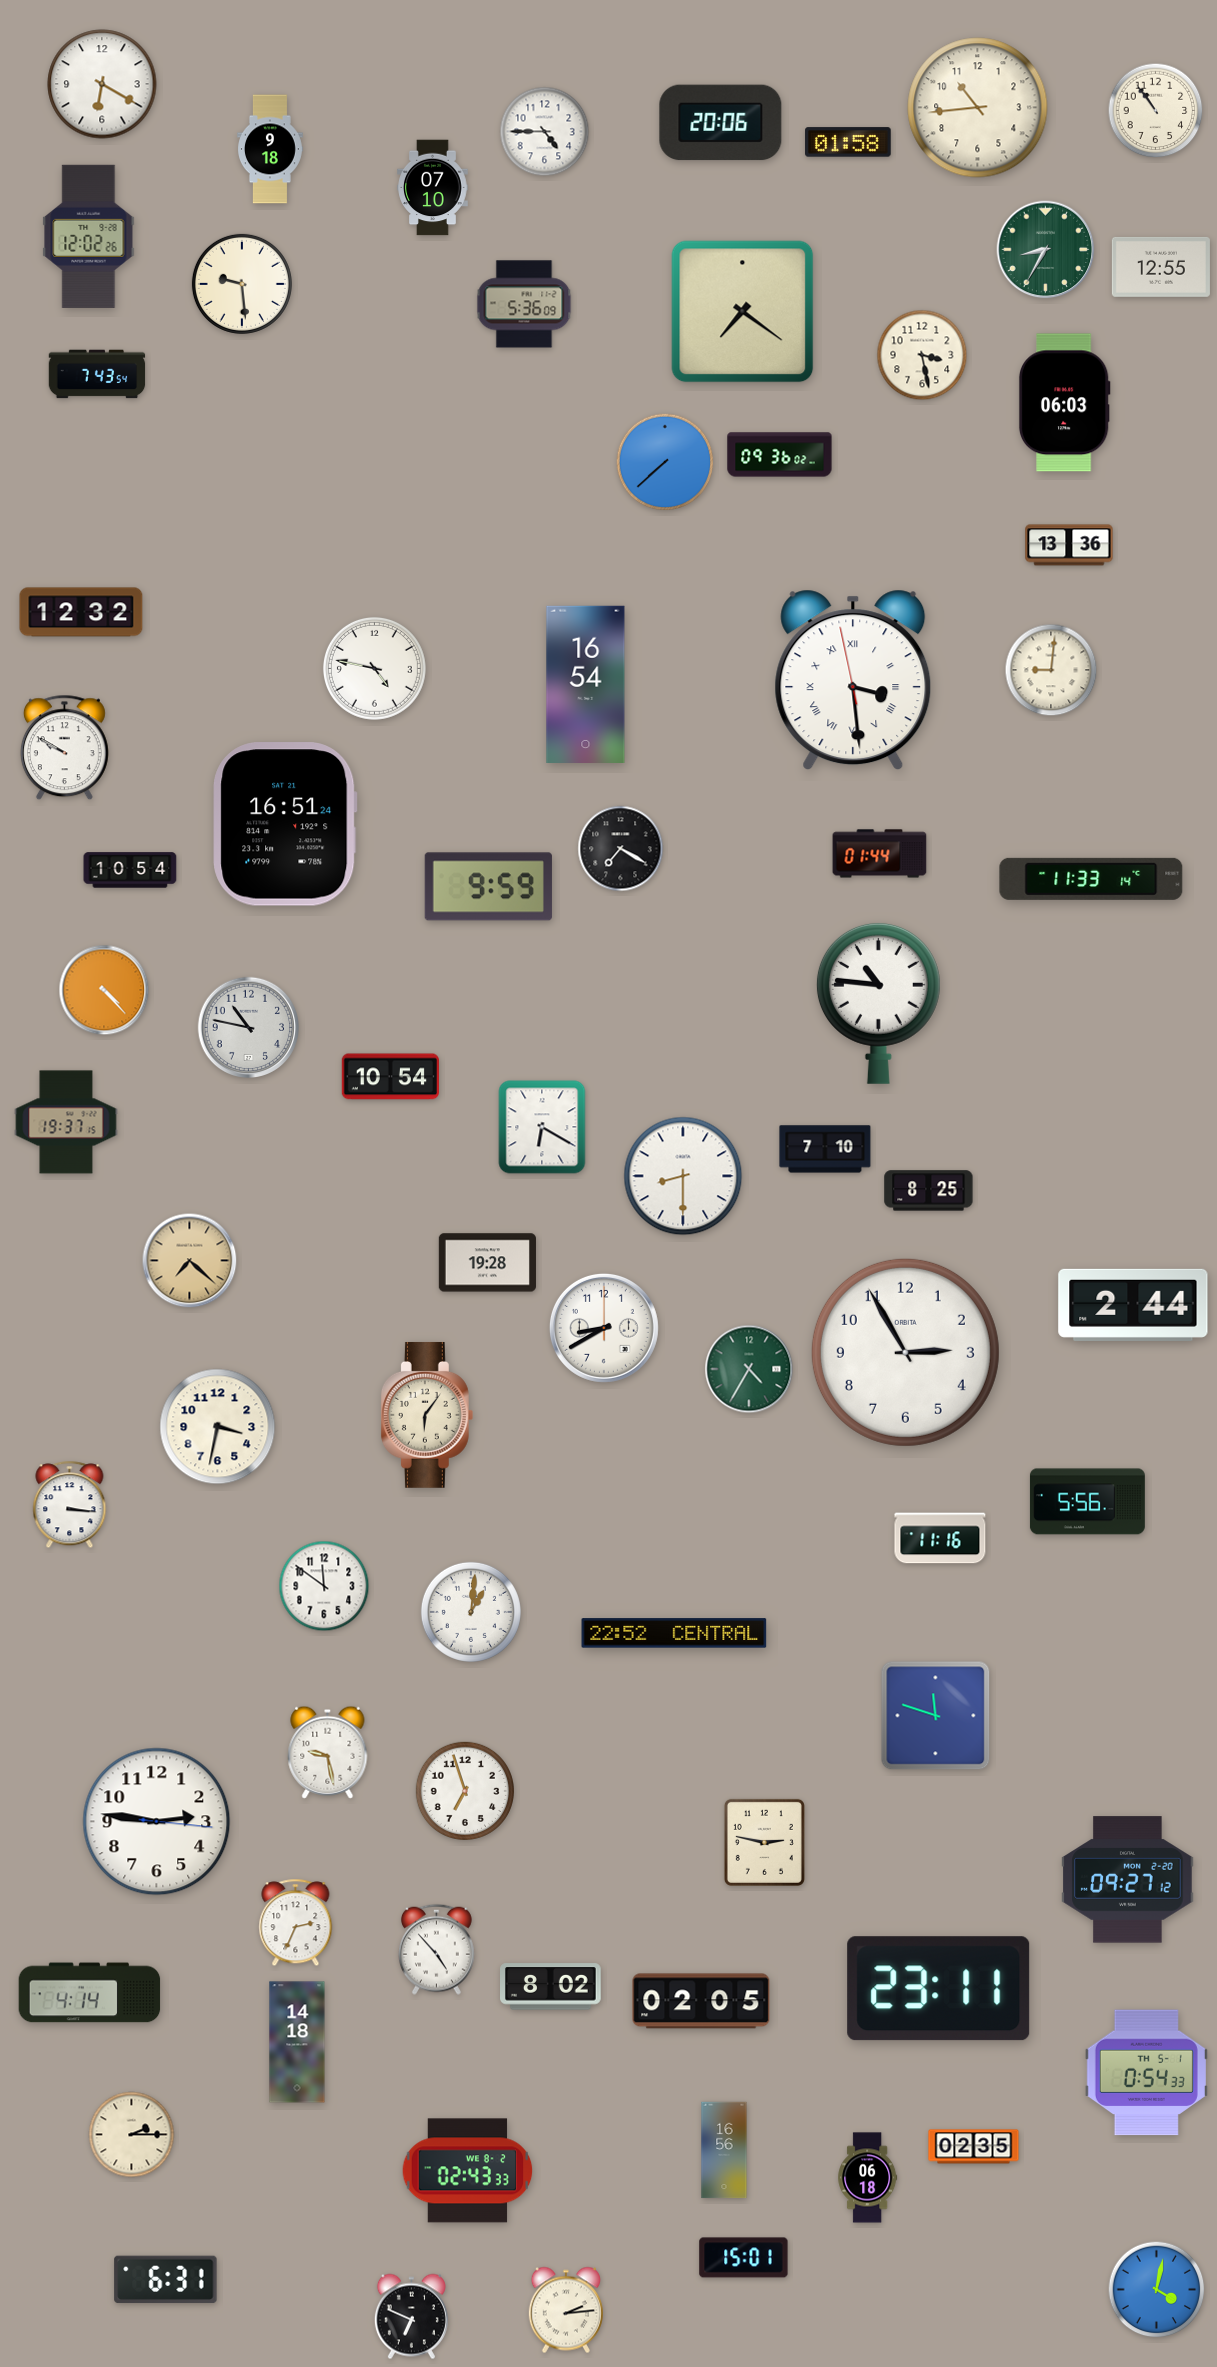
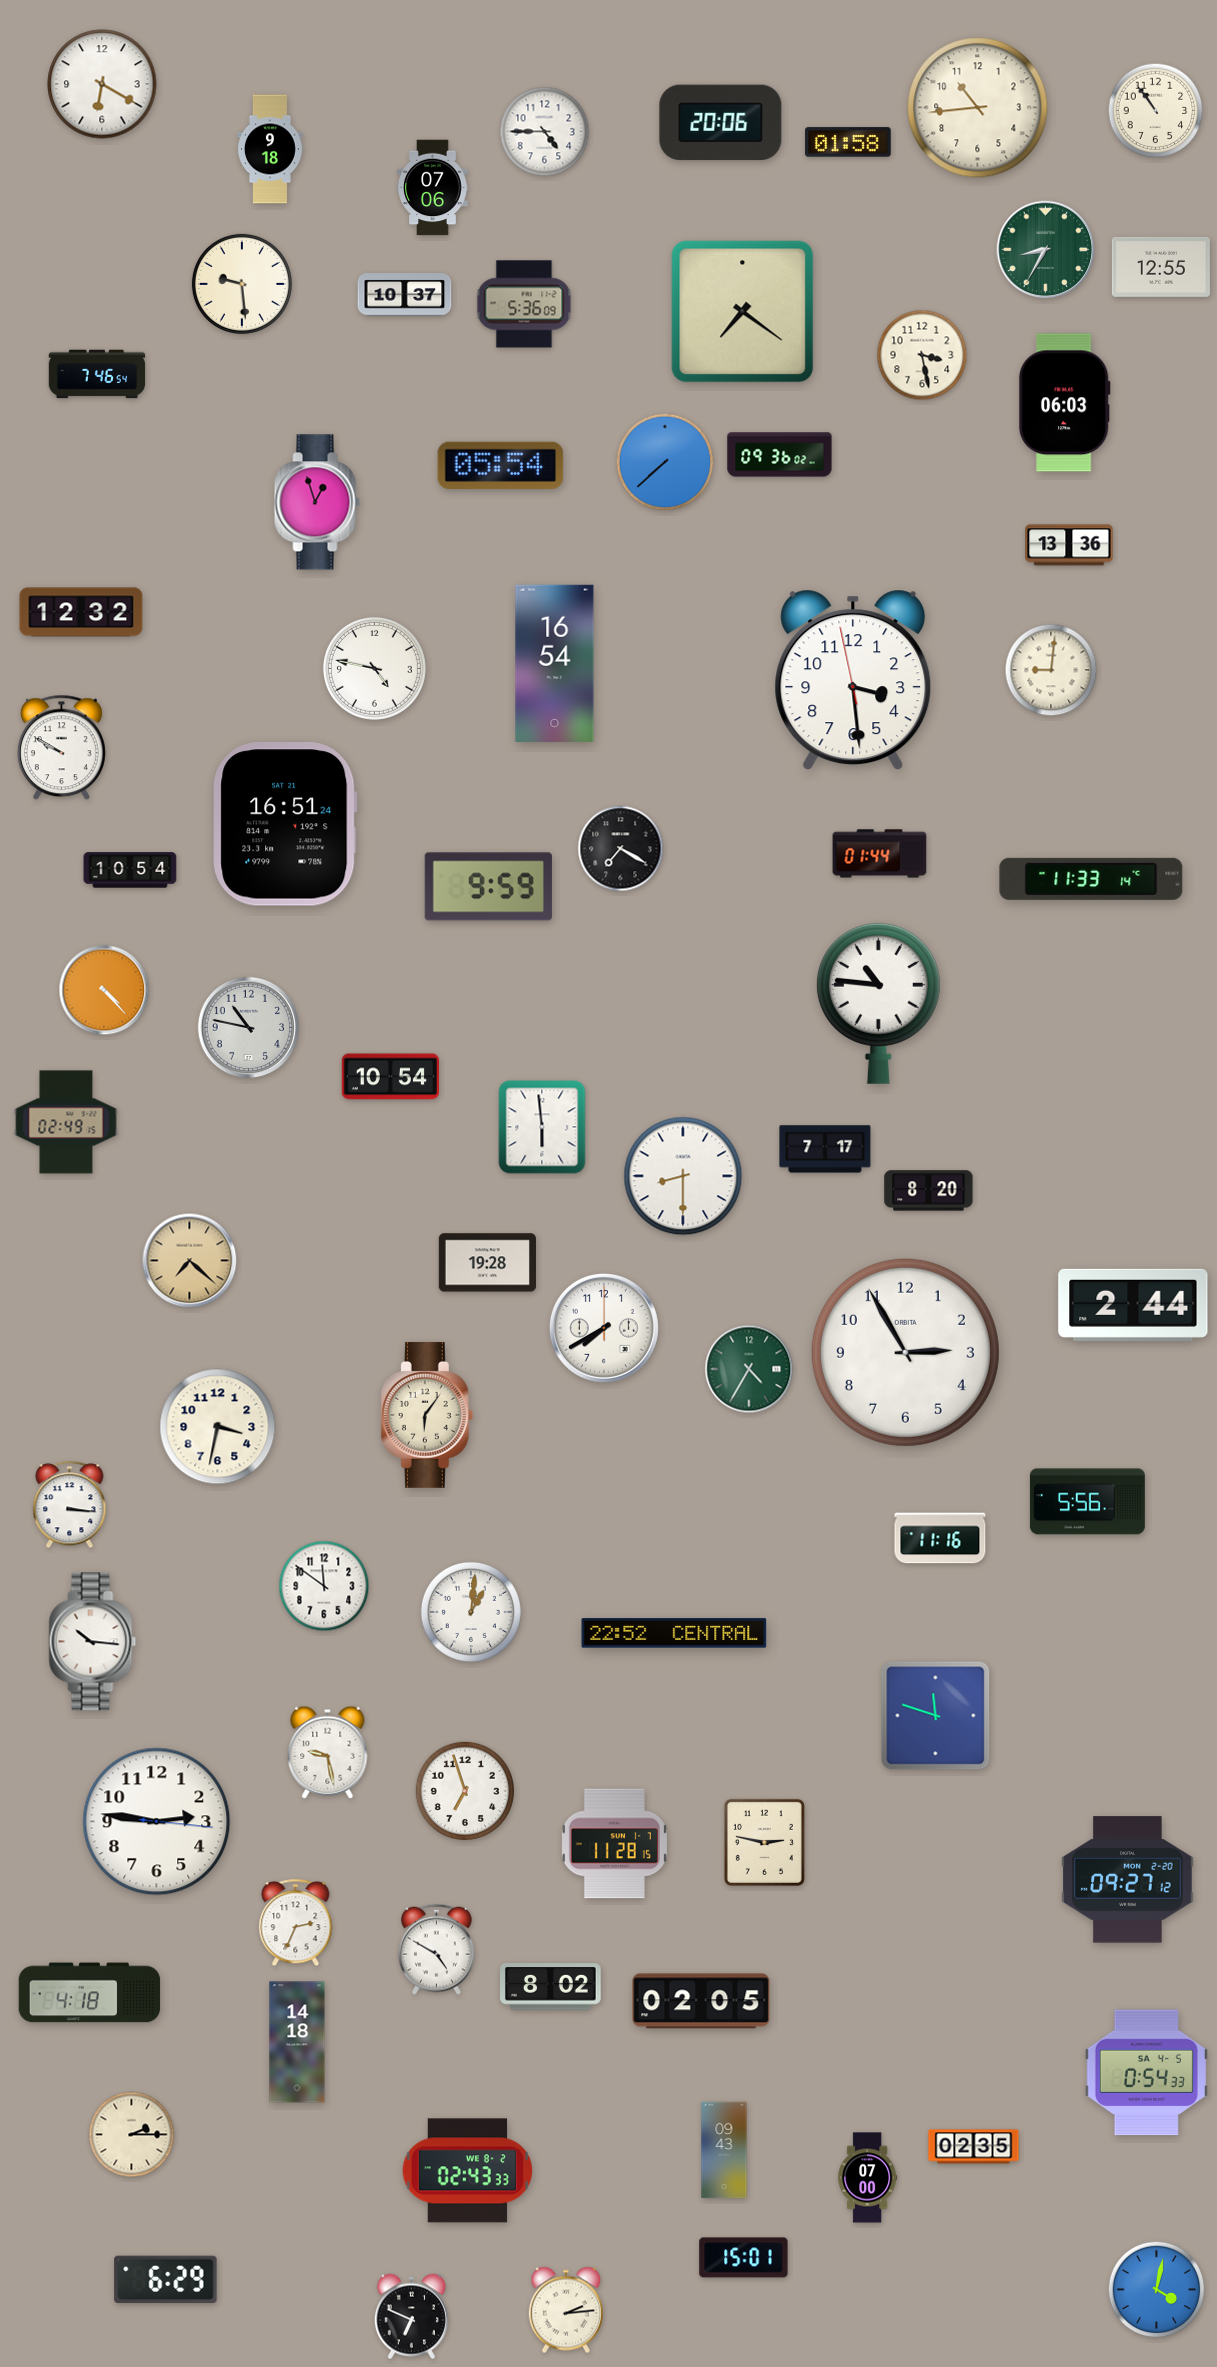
clock at (433, 188): 07:10 -> 07:06
clock at (89, 236): 12:02 -> none
clock at (405, 295): none -> 10:37
clock at (97, 374): 7:43 -> 7:46
clock at (501, 465): none -> 05:54
clock at (317, 502): none -> 12:57
clock at (853, 680) numerals: Roman -> Arabic
clock at (586, 684) position: (586, 684) -> (555, 663)
clock at (64, 748) position: (64, 748) -> (61, 748)
clock at (66, 1122): 19:37 -> 02:49
clock at (542, 1127): 6:20 -> 5:59
clock at (825, 1149): 7:10 -> 7:17
clock at (929, 1191): 8:25 -> 8:20
clock at (604, 1328): 8:40 -> 7:40
clock at (93, 1642): none -> 10:16
clock at (614, 1844): none -> 11:28
clock at (436, 1949): 4:53 -> 4:50
clock at (939, 1989): 23:11 -> none
clock at (90, 1993): 4:14 -> 4:18
clock at (1146, 2073) date: TH 5-1 -> SA 4-5
clock at (724, 2150): 16:56 -> 09:43
clock at (868, 2178): 06:18 -> 07:00
clock at (166, 2280): 6:31 -> 6:29
